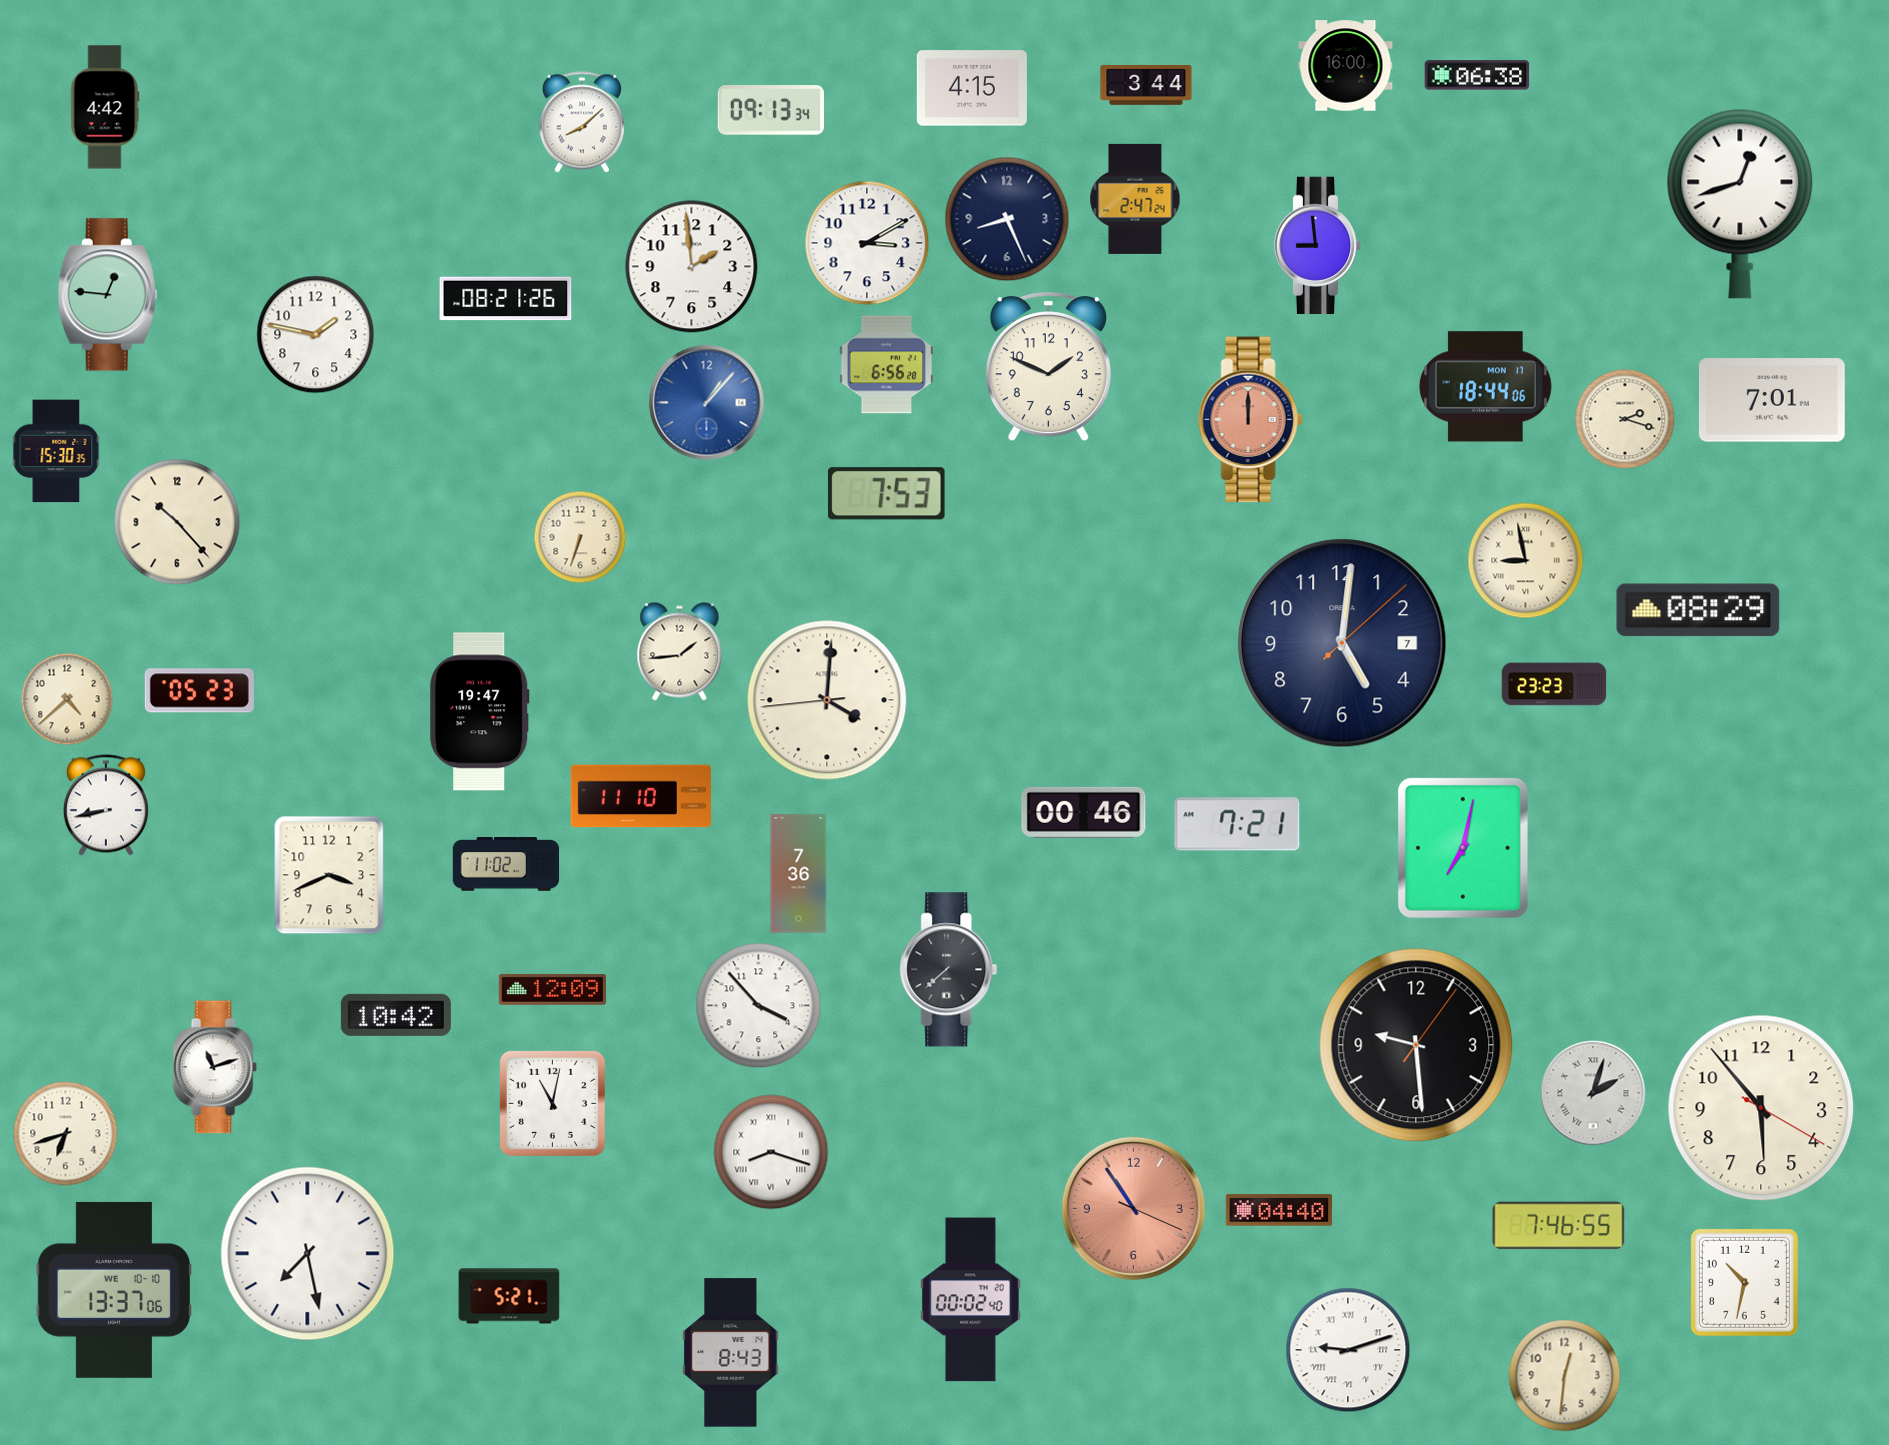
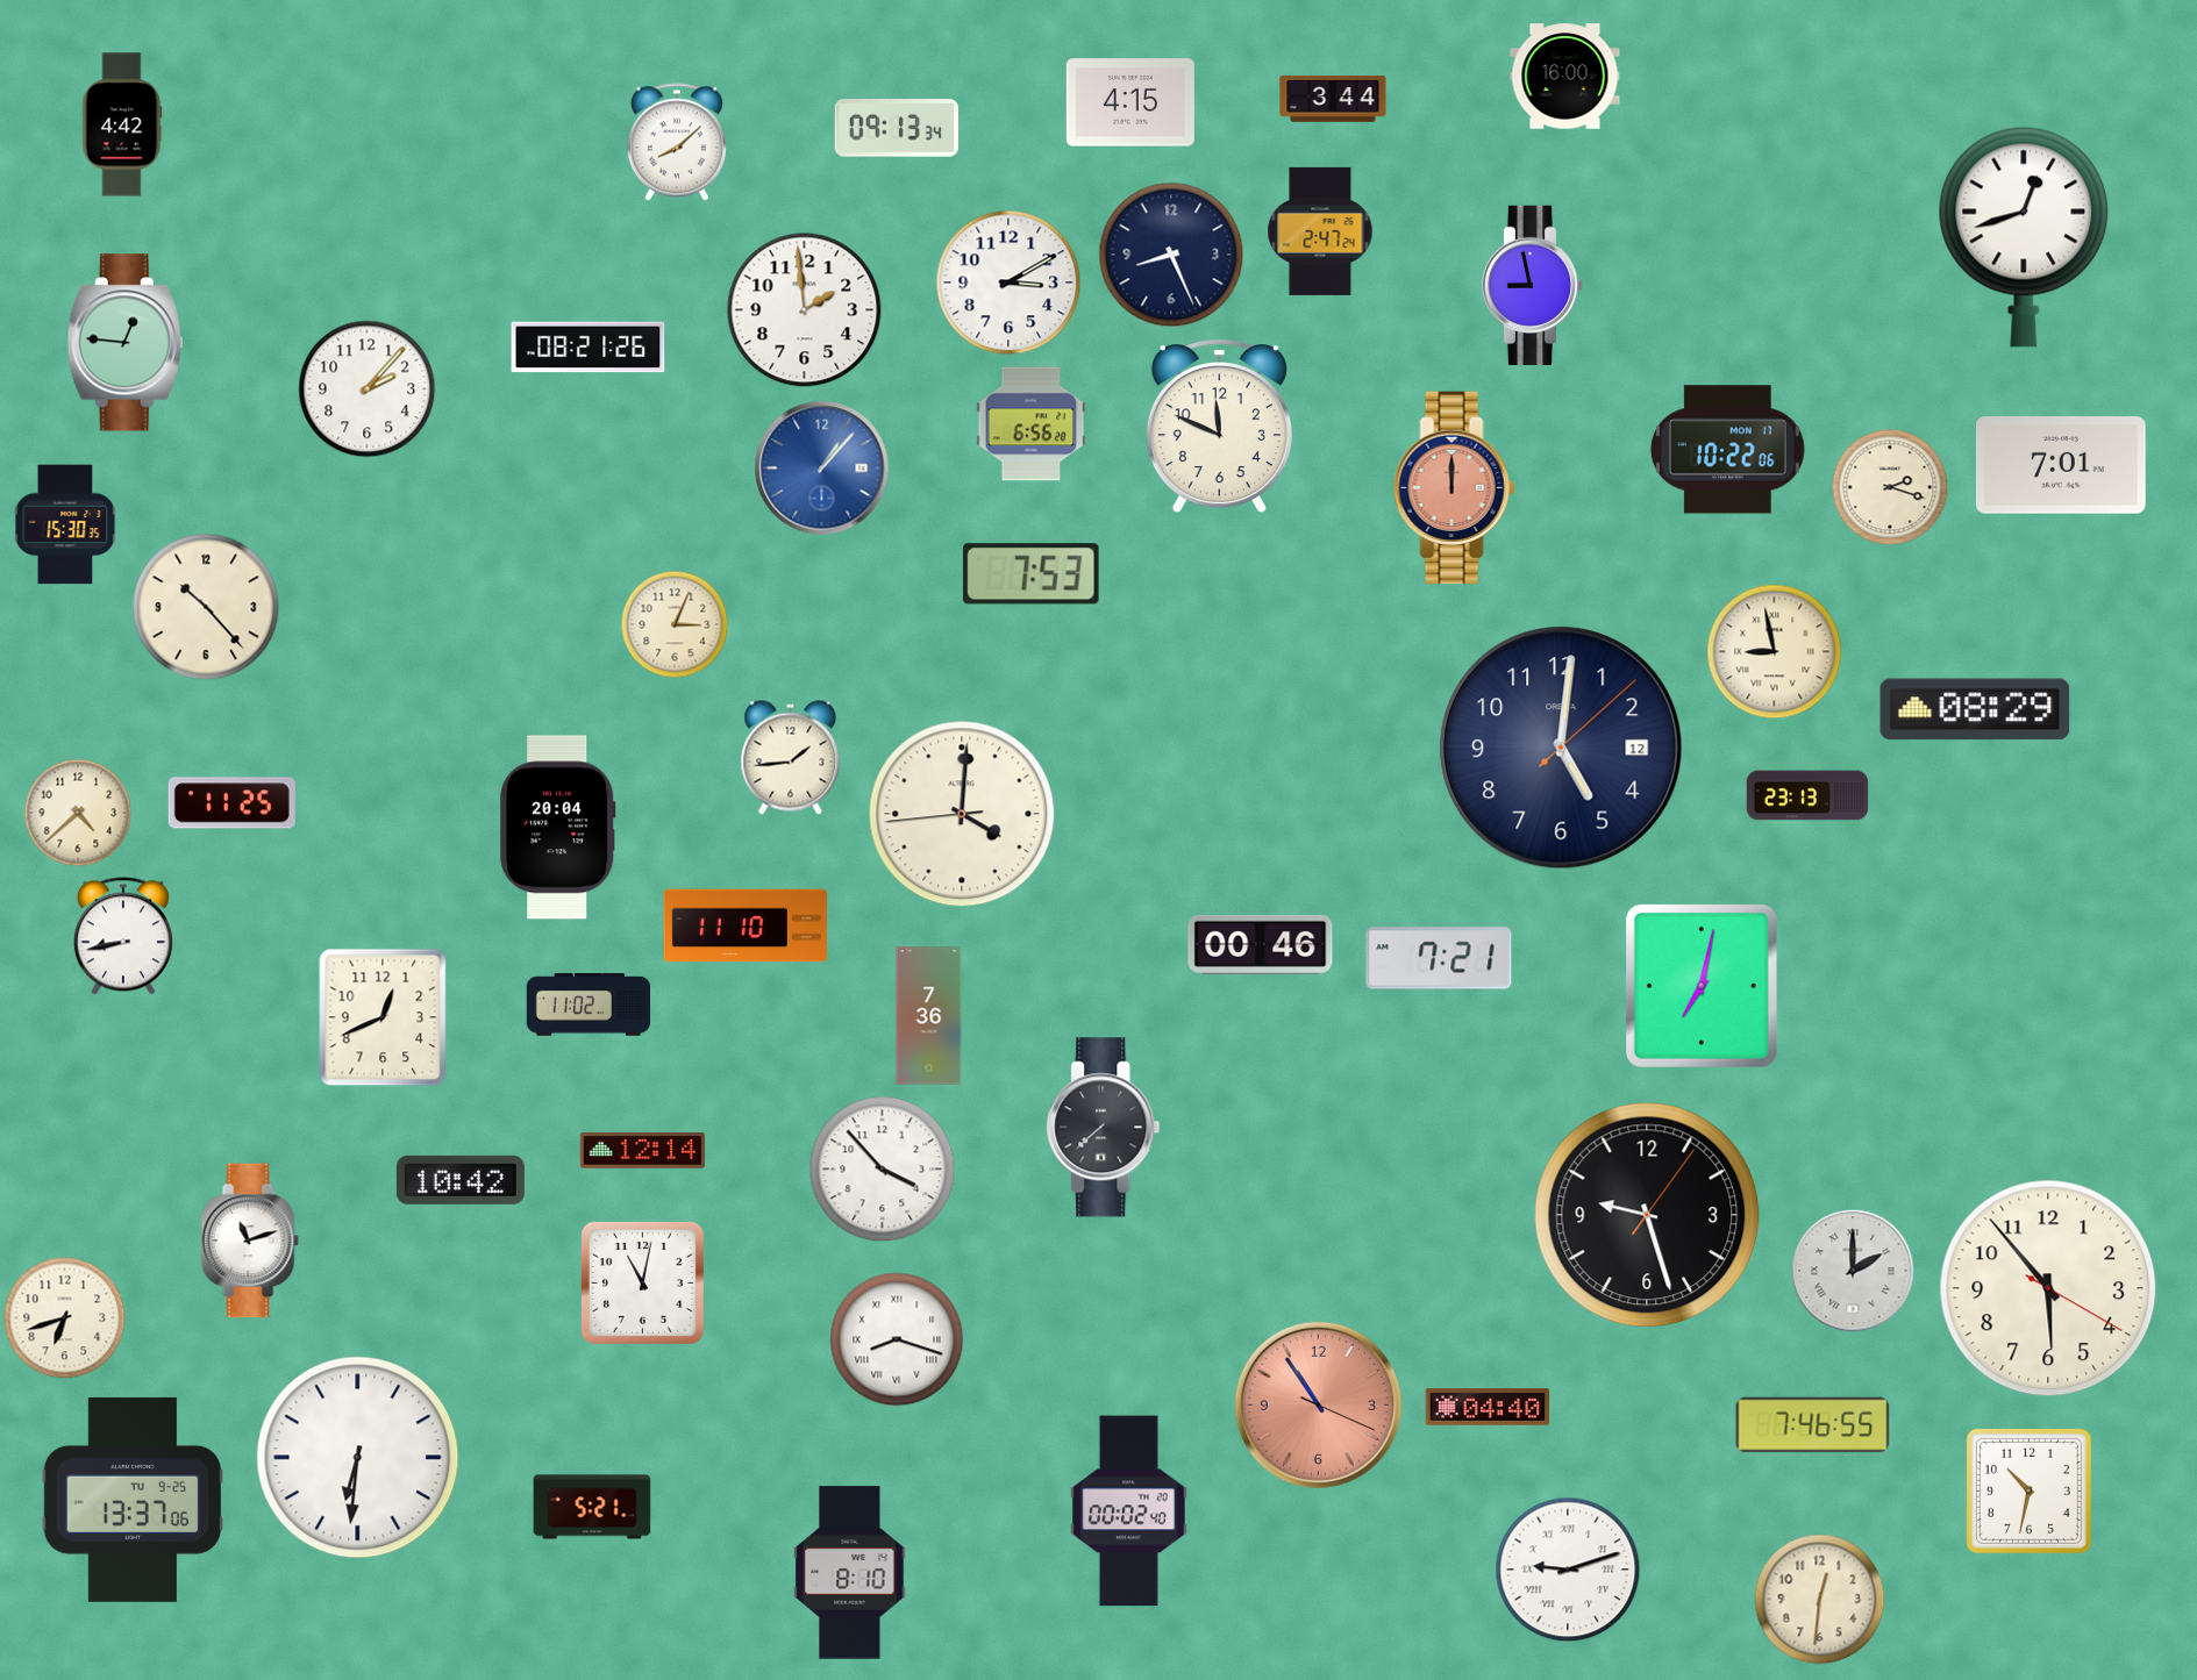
clock at (1477, 75): 06:38 -> none
clock at (1318, 245): 8:59 -> 8:58
clock at (316, 335): 1:47 -> 2:07
clock at (1048, 367): 1:49 -> 11:49
clock at (1486, 387): 18:44 -> 10:22
clock at (580, 537): 6:33 -> 3:04
clock at (1342, 643) date: 7 -> 12
clock at (1554, 684): 23:23 -> 23:13
clock at (199, 691): 05:23 -> 11:25
clock at (480, 712): 19:47 -> 20:04
clock at (329, 875): 3:41 -> 12:41
clock at (552, 990): 12:09 -> 12:14
clock at (1416, 1045): 9:29 -> 9:27
clock at (1593, 1093): 2:03 -> 2:00
clock at (66, 1134) position: (66, 1134) -> (65, 1318)
clock at (308, 1254): 7:28 -> 6:31
clock at (114, 1290) date: WE 10-10 -> TU 9-25
clock at (731, 1353): 8:43 -> 8:10
